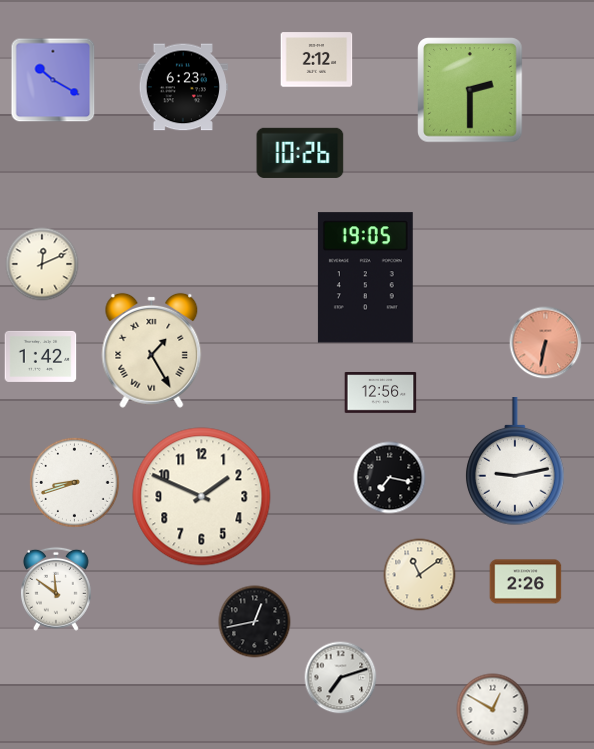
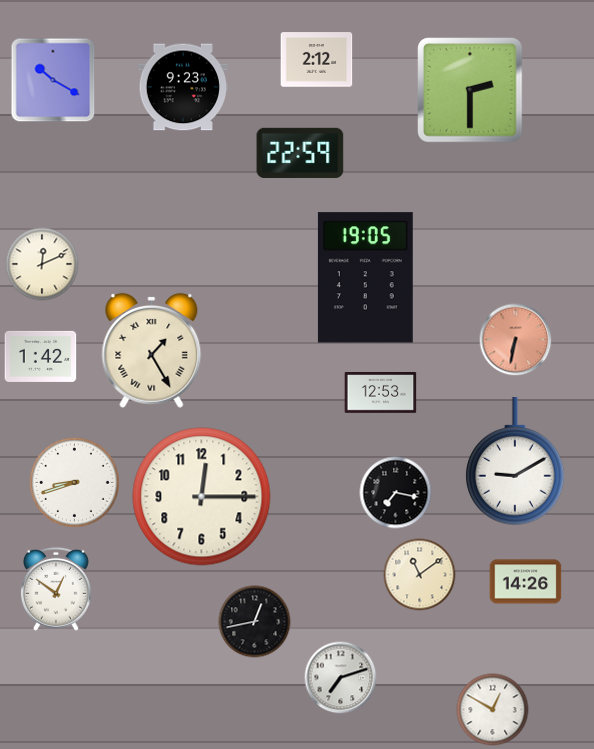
clock at (182, 87): 6:23 -> 9:23
clock at (300, 153): 10:26 -> 22:59
clock at (546, 343) position: (546, 343) -> (516, 340)
clock at (381, 393): 12:56 -> 12:53
clock at (515, 462): 9:13 -> 9:10
clock at (390, 478) position: (390, 478) -> (396, 493)
clock at (202, 497): 1:49 -> 12:15
clock at (526, 582): 2:26 -> 14:26
clock at (56, 589): 11:51 -> 12:51
